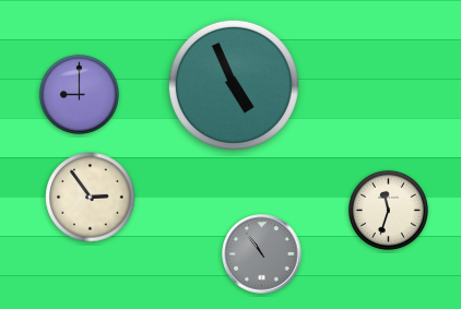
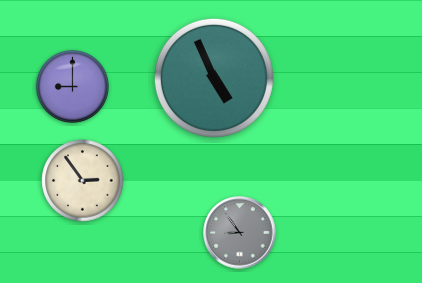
clock at (388, 210): 11:33 -> none
clock at (262, 254): 10:54 -> 8:54
